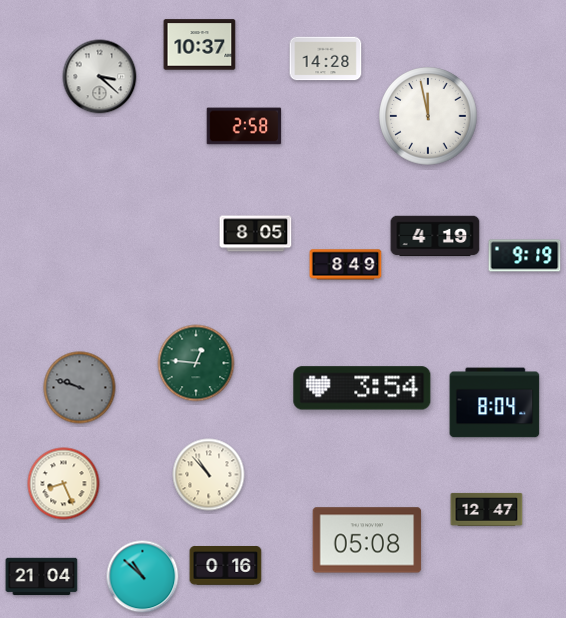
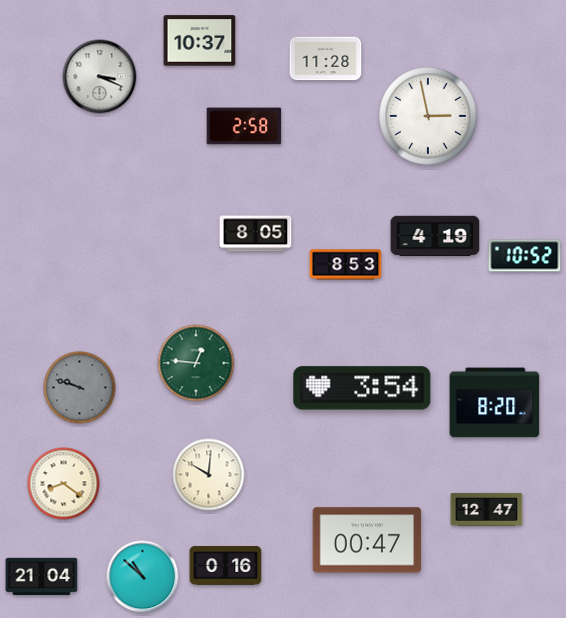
clock at (200, 45) position: (200, 45) -> (200, 41)
clock at (326, 59): 14:28 -> 11:28
clock at (100, 77): 3:22 -> 3:19
clock at (428, 116): 11:58 -> 2:58
clock at (525, 256): 9:19 -> 10:52
clock at (346, 265): 8:49 -> 8:53
clock at (495, 403): 8:04 -> 8:20
clock at (209, 475): 10:53 -> 10:01
clock at (64, 484): 8:26 -> 8:21
clock at (367, 540): 05:08 -> 00:47
